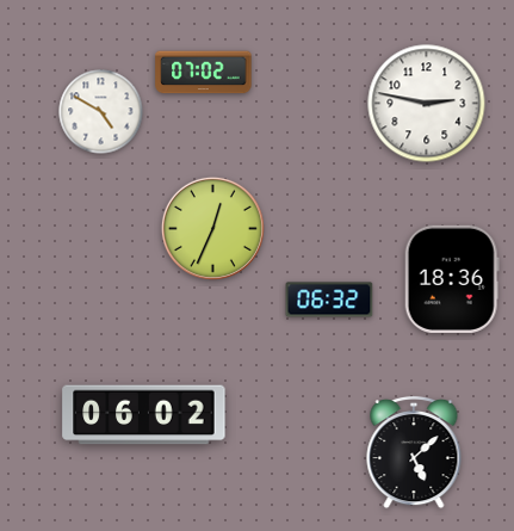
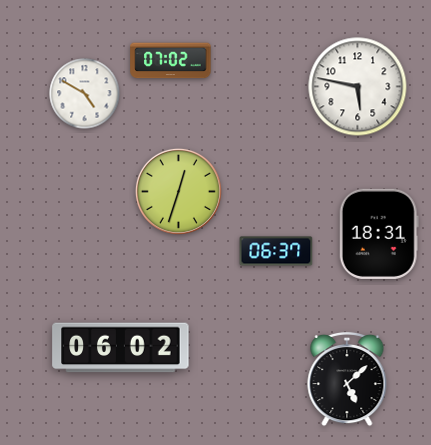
clock at (427, 104): 2:47 -> 5:47
clock at (212, 228): 12:34 -> 12:33
clock at (452, 279): 18:36 -> 18:31
clock at (329, 300): 06:32 -> 06:37
